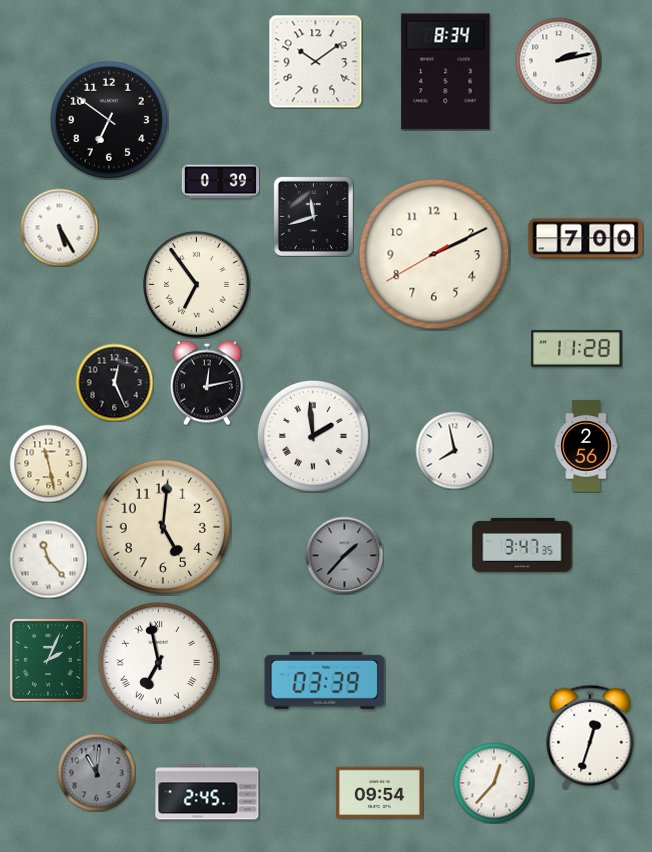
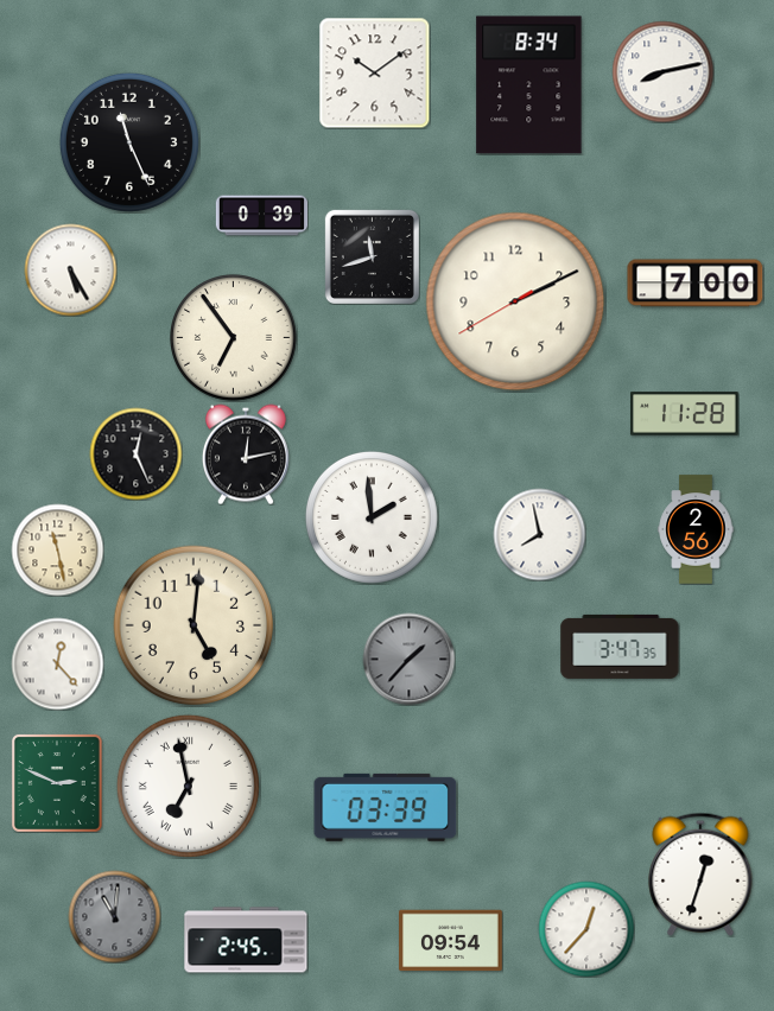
clock at (558, 60): 2:13 -> 8:13
clock at (109, 120): 6:51 -> 11:26
clock at (48, 559): 11:23 -> 12:23
clock at (48, 660): 2:04 -> 2:49
